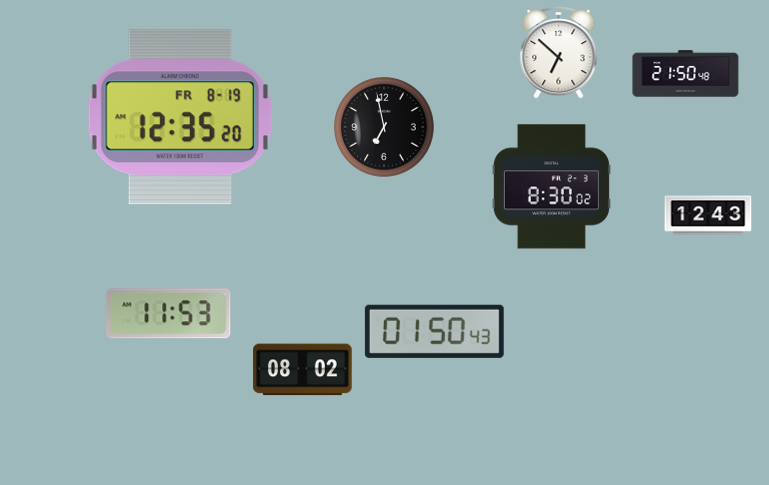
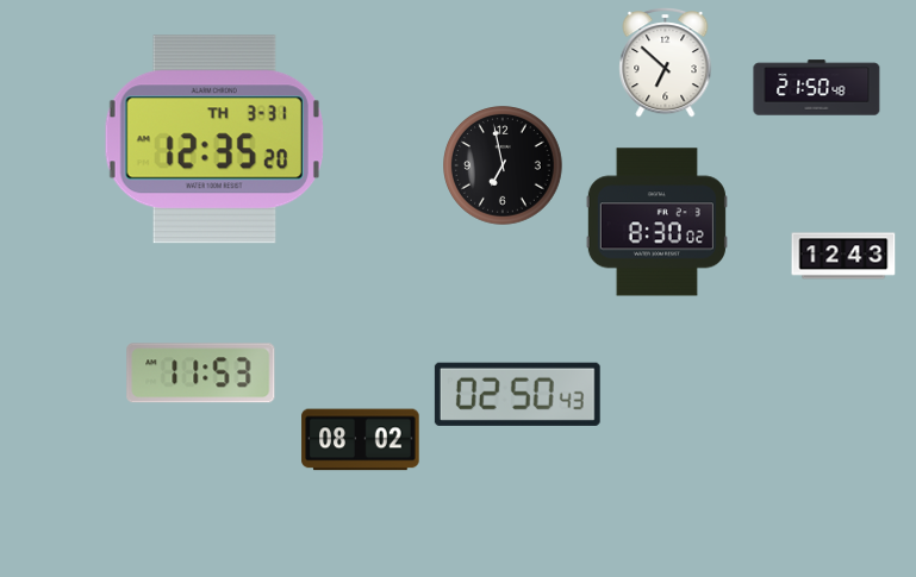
clock at (180, 117) date: FR 8-19 -> TH 3-31
clock at (384, 127) position: (384, 127) -> (503, 165)
clock at (434, 331): 01:50 -> 02:50
